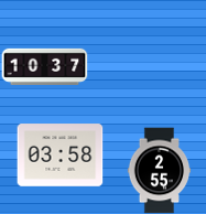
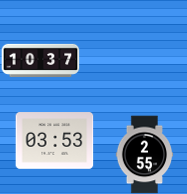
clock at (59, 156): 03:58 -> 03:53
